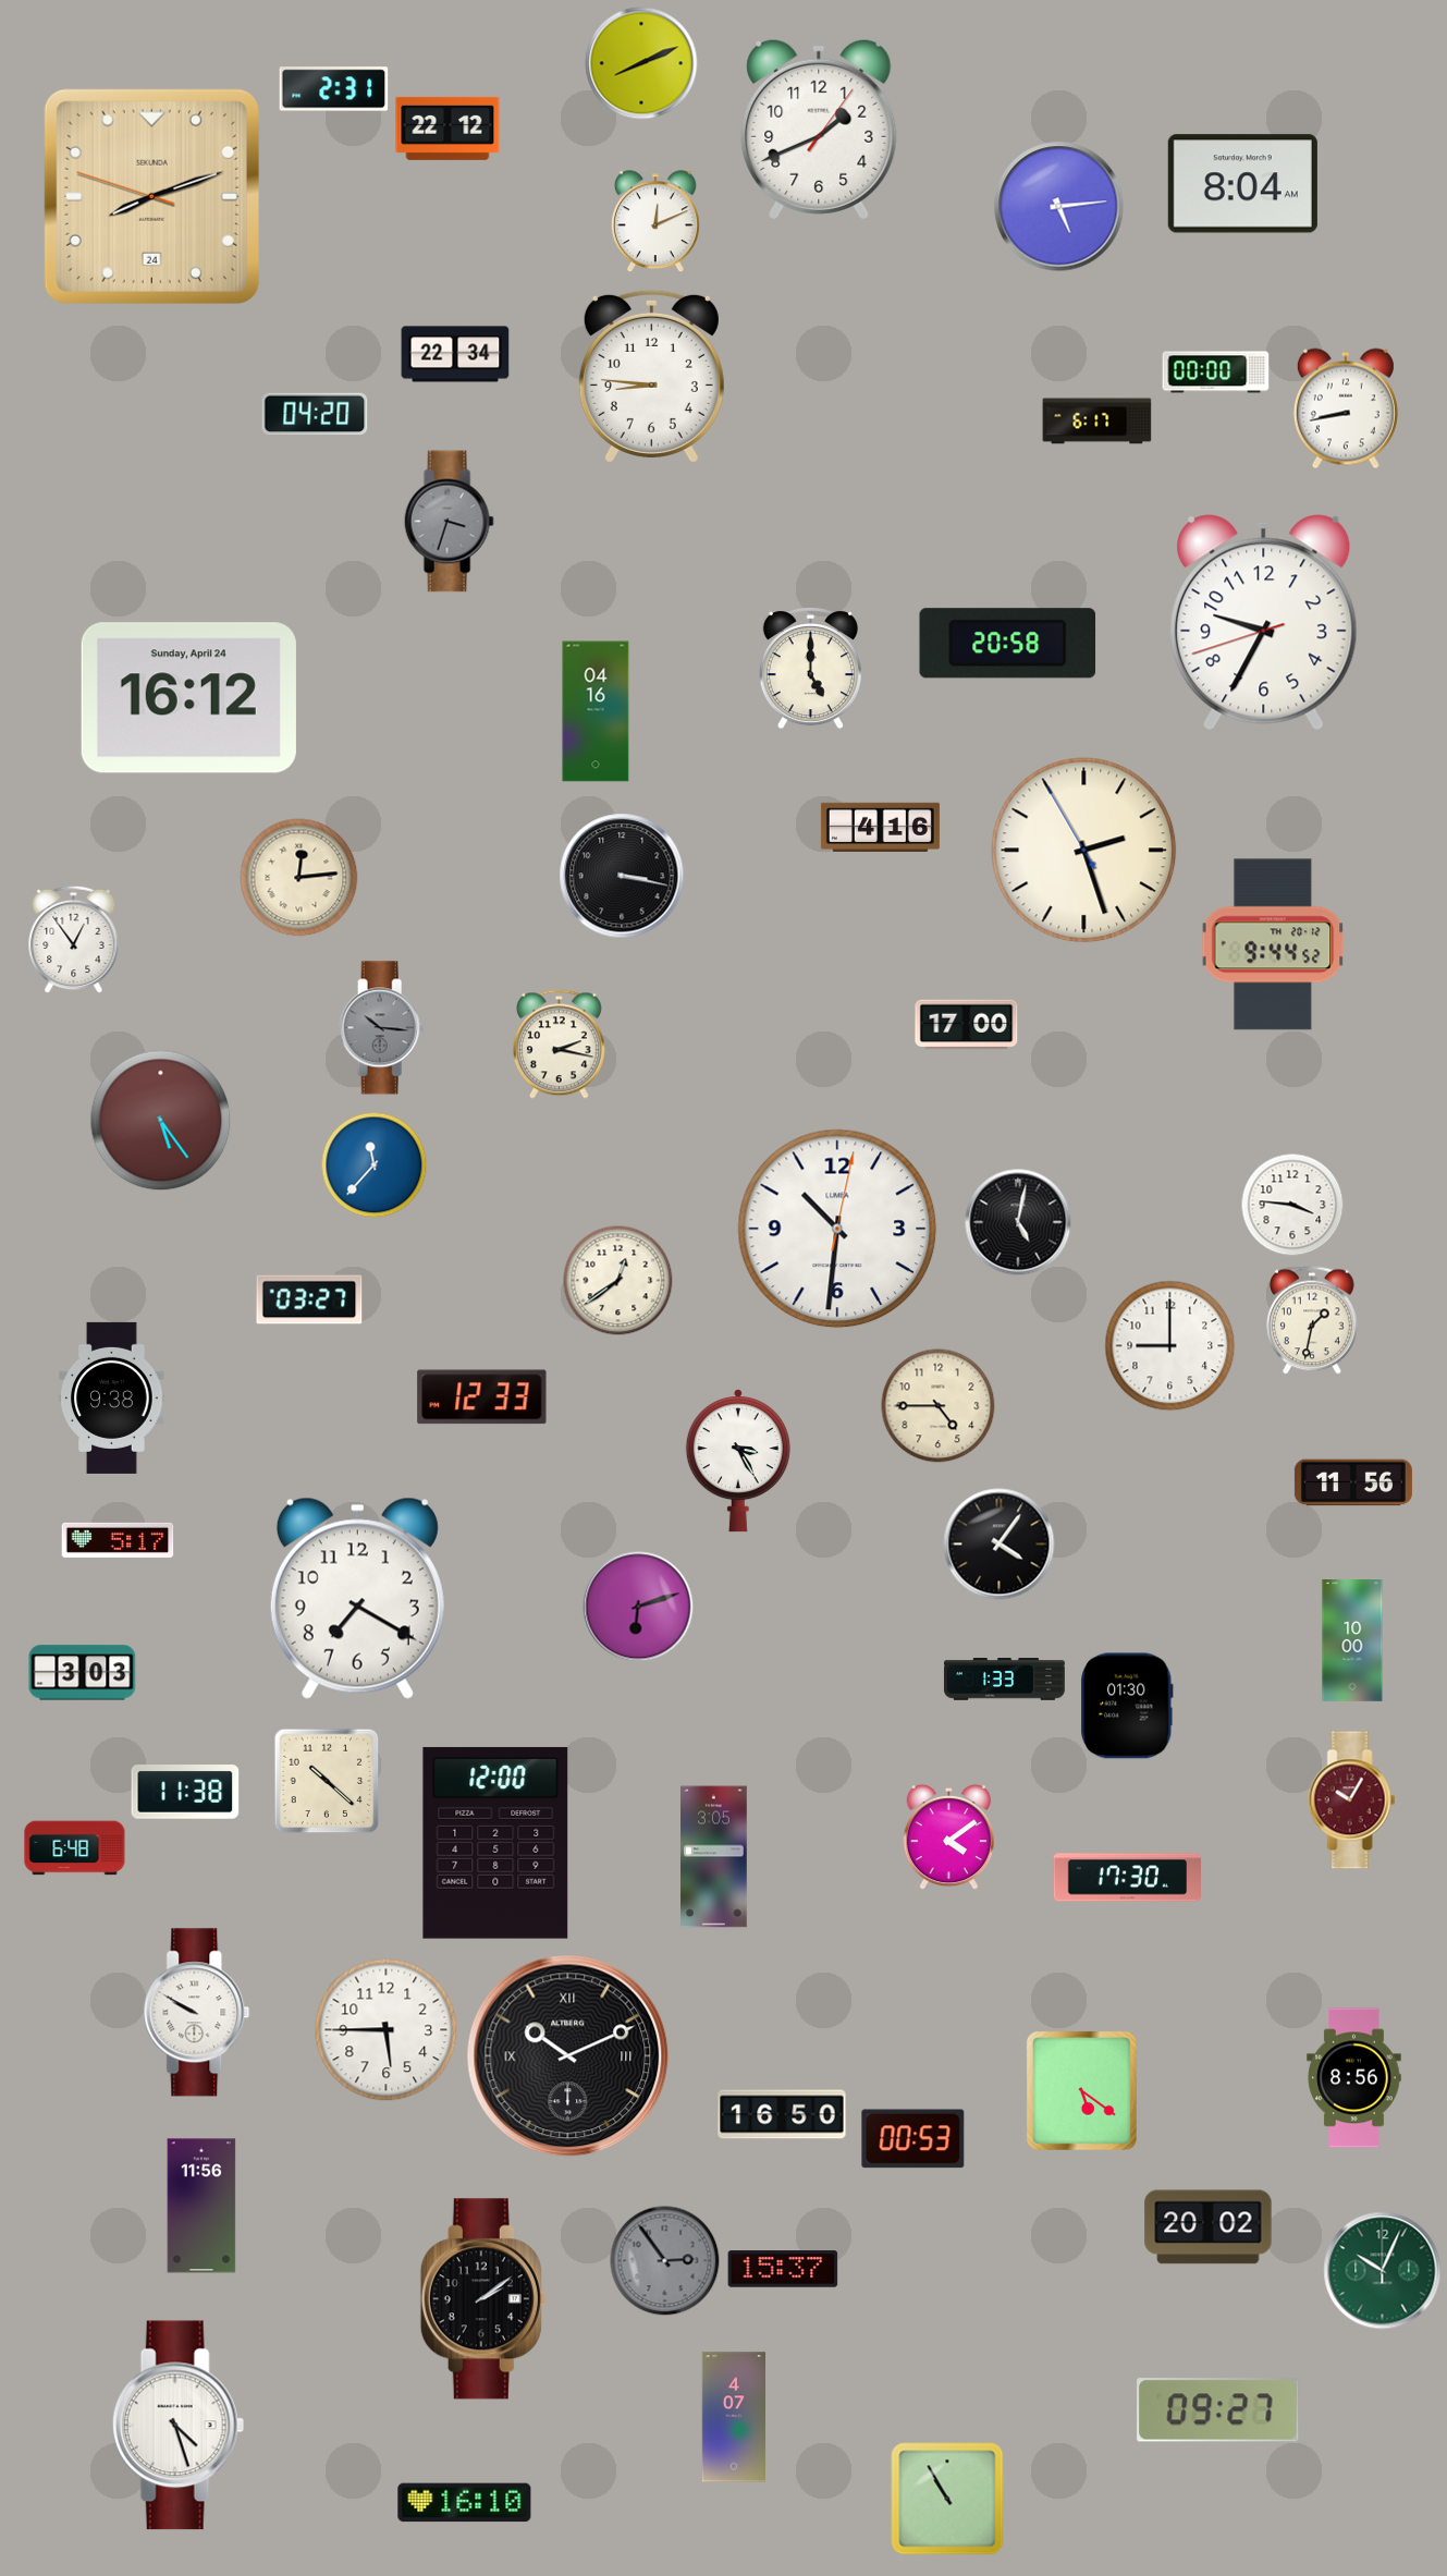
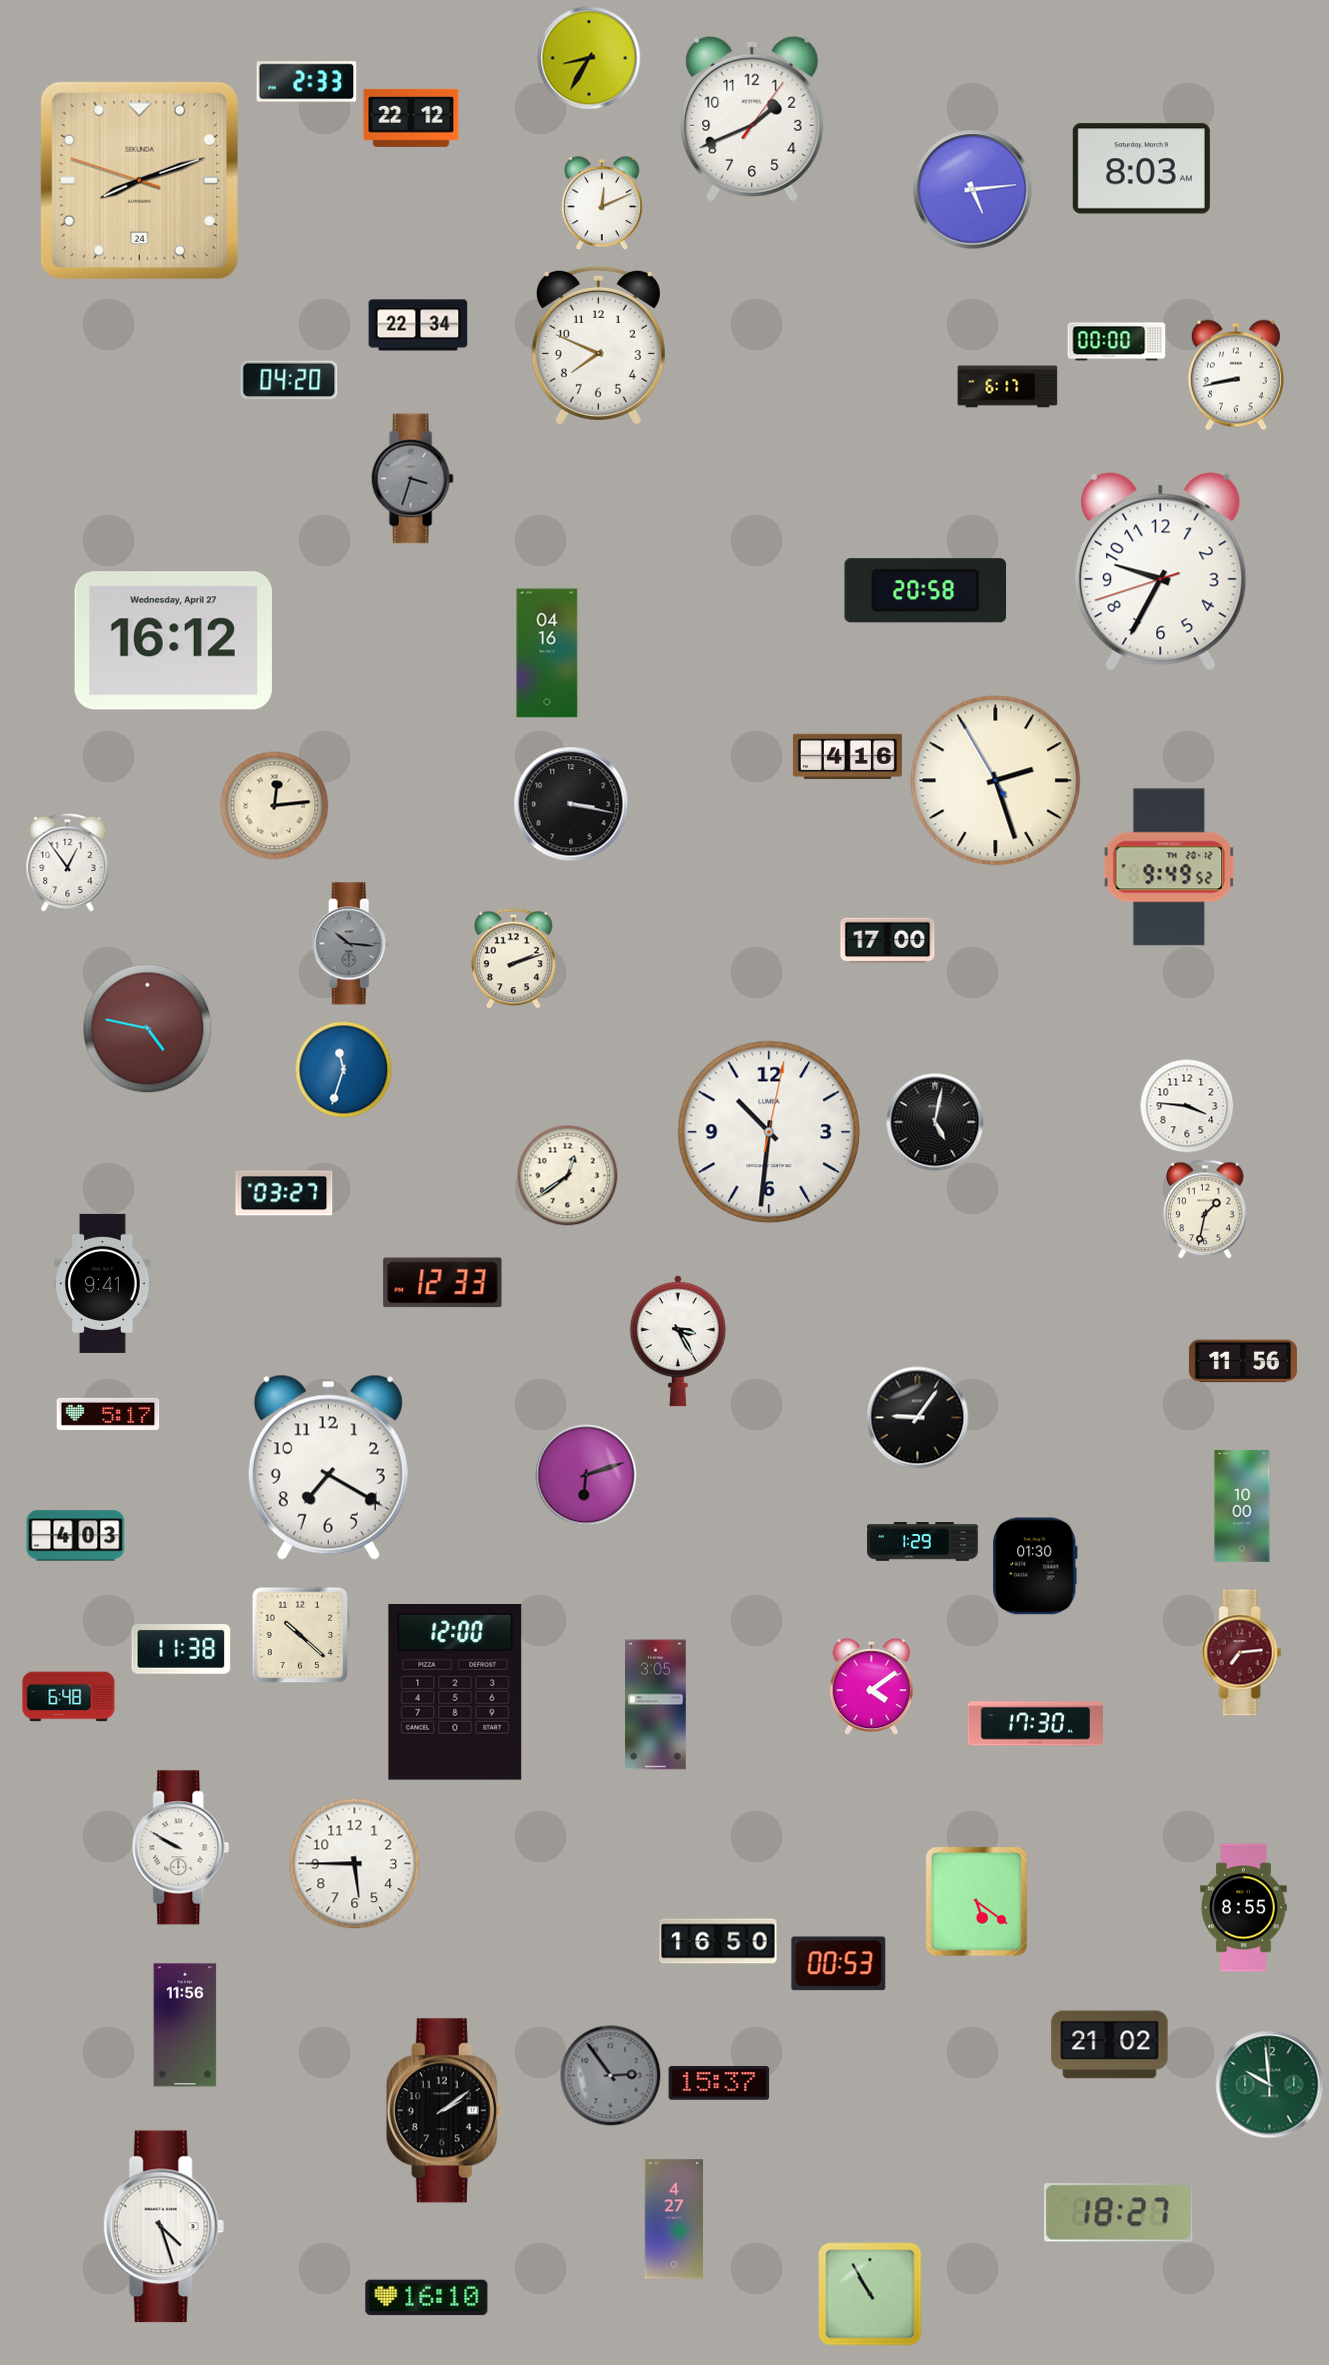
clock at (641, 63): 8:11 -> 8:35
clock at (334, 89): 2:31 -> 2:33
clock at (1242, 184): 8:04 -> 8:03
clock at (651, 376): 8:46 -> 7:49
clock at (810, 669): 5:00 -> none
clock at (188, 698) date: Sunday, April 24 -> Wednesday, April 27
clock at (880, 827) position: (880, 827) -> (847, 756)
clock at (1273, 944): 9:44 -> 9:49
clock at (559, 1045): 2:17 -> 2:12
clock at (161, 1121): 5:24 -> 4:47
clock at (375, 1165): 11:37 -> 11:33
clock at (837, 1229) position: (837, 1229) -> (769, 1132)
clock at (1313, 1320) position: (1313, 1320) -> (1206, 1209)
clock at (1170, 1346): 9:00 -> none
clock at (112, 1397): 9:38 -> 9:41
clock at (939, 1406): 4:45 -> none
clock at (1000, 1545): 4:06 -> 9:06
clock at (83, 1673): 3:03 -> 4:03
clock at (1005, 1680): 1:33 -> 1:29
clock at (185, 1793) position: (185, 1793) -> (181, 1650)
clock at (1352, 1800): 10:05 -> 7:14
clock at (568, 2056): 10:11 -> none
clock at (1354, 2078): 8:56 -> 8:55
clock at (1081, 2090) position: (1081, 2090) -> (976, 1901)
clock at (1209, 2227): 20:02 -> 21:02
clock at (1383, 2271): 10:04 -> 9:59
clock at (1218, 2410): 09:27 -> 18:27
clock at (733, 2417): 4:07 -> 4:27
